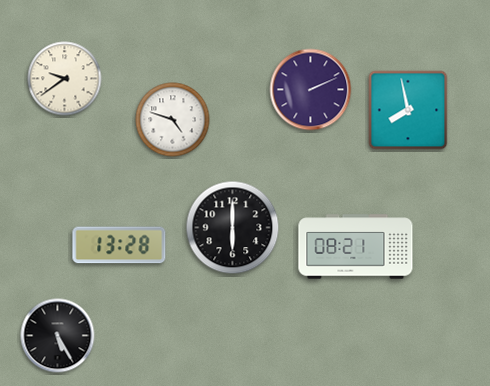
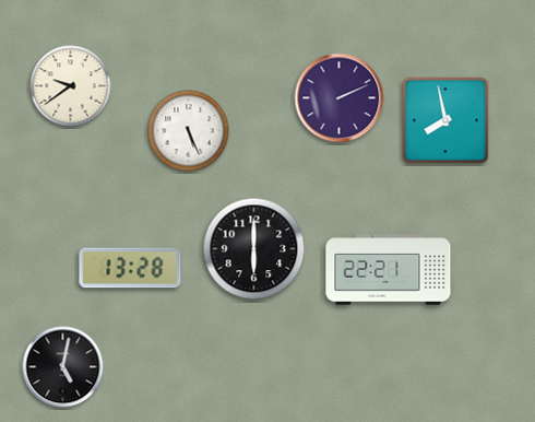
clock at (173, 120): 4:48 -> 5:26
clock at (356, 247): 08:21 -> 22:21
clock at (58, 336): 5:25 -> 5:02
